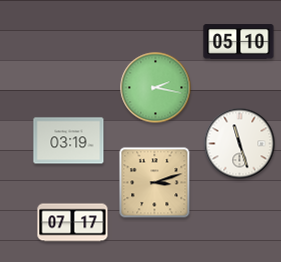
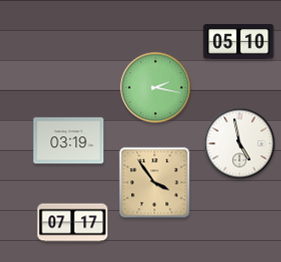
clock at (240, 144): 11:27 -> 4:58
clock at (155, 183): 3:12 -> 3:54
